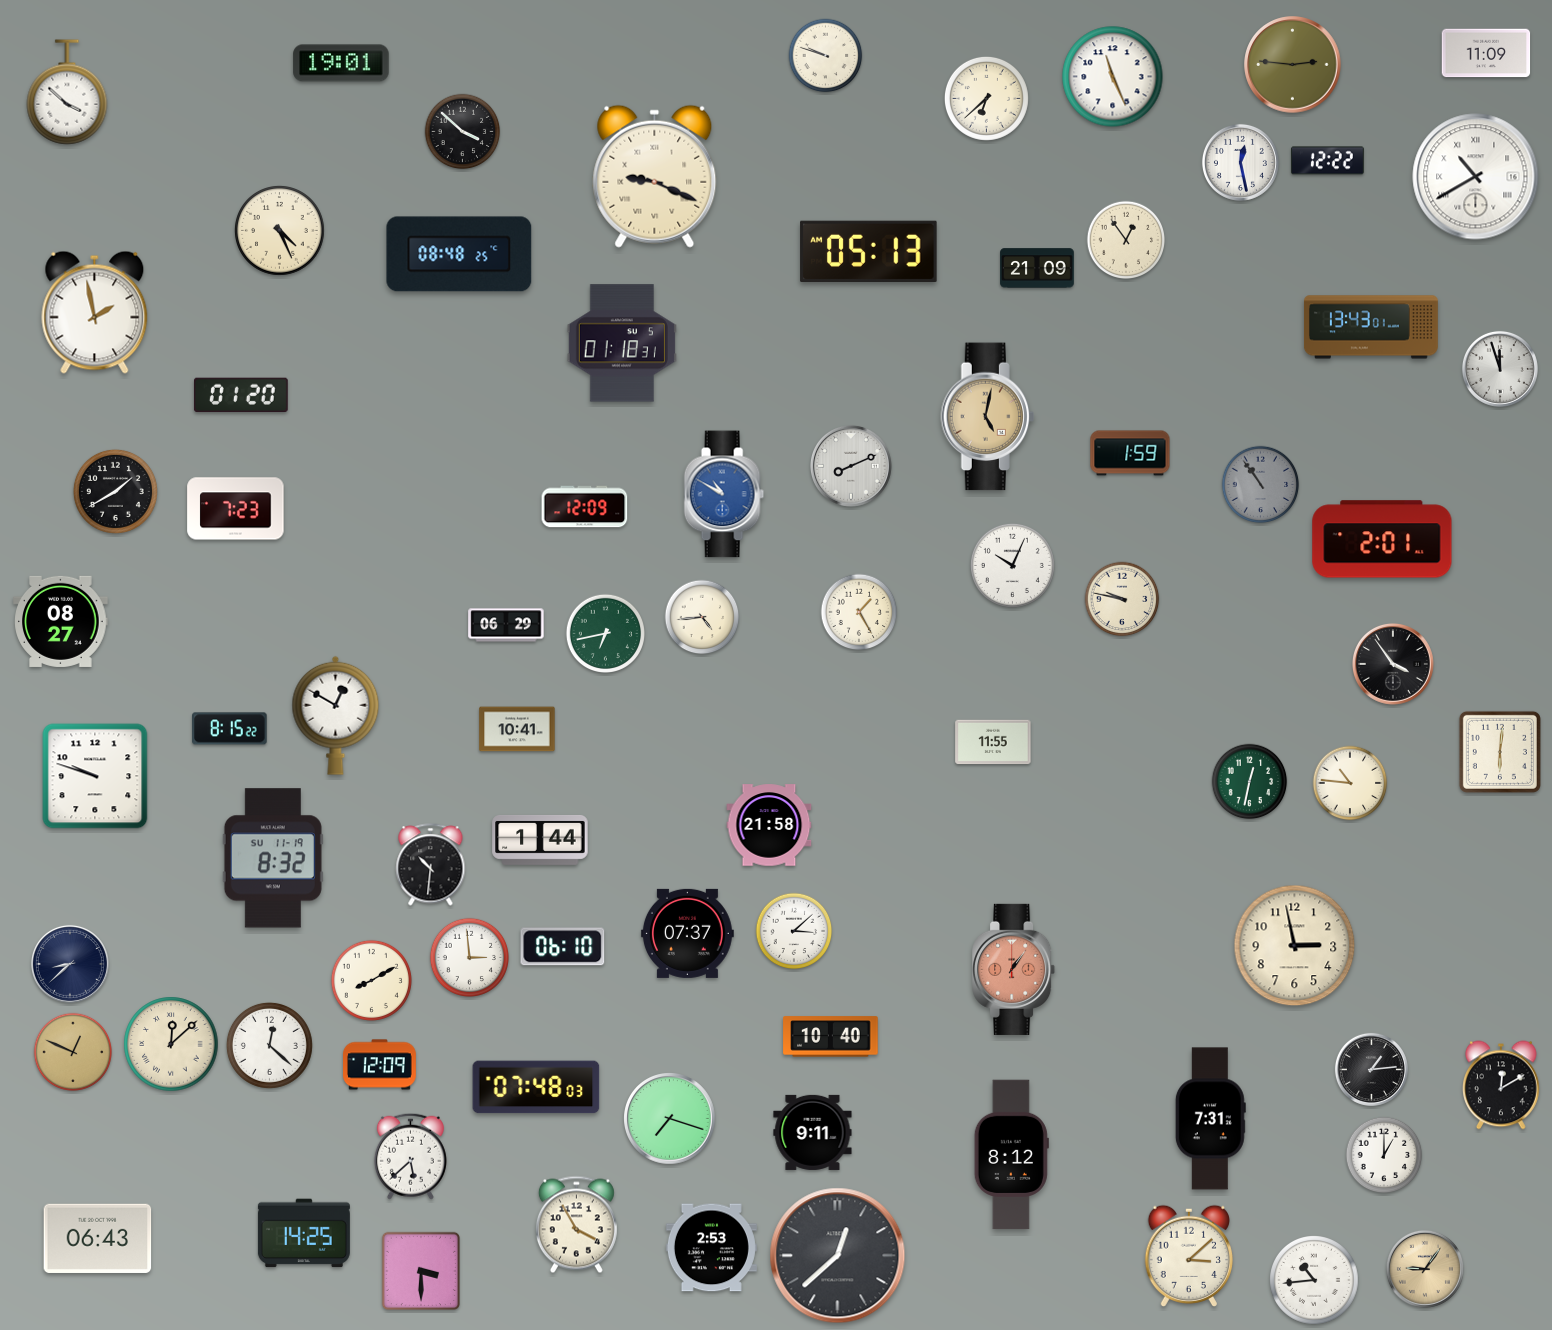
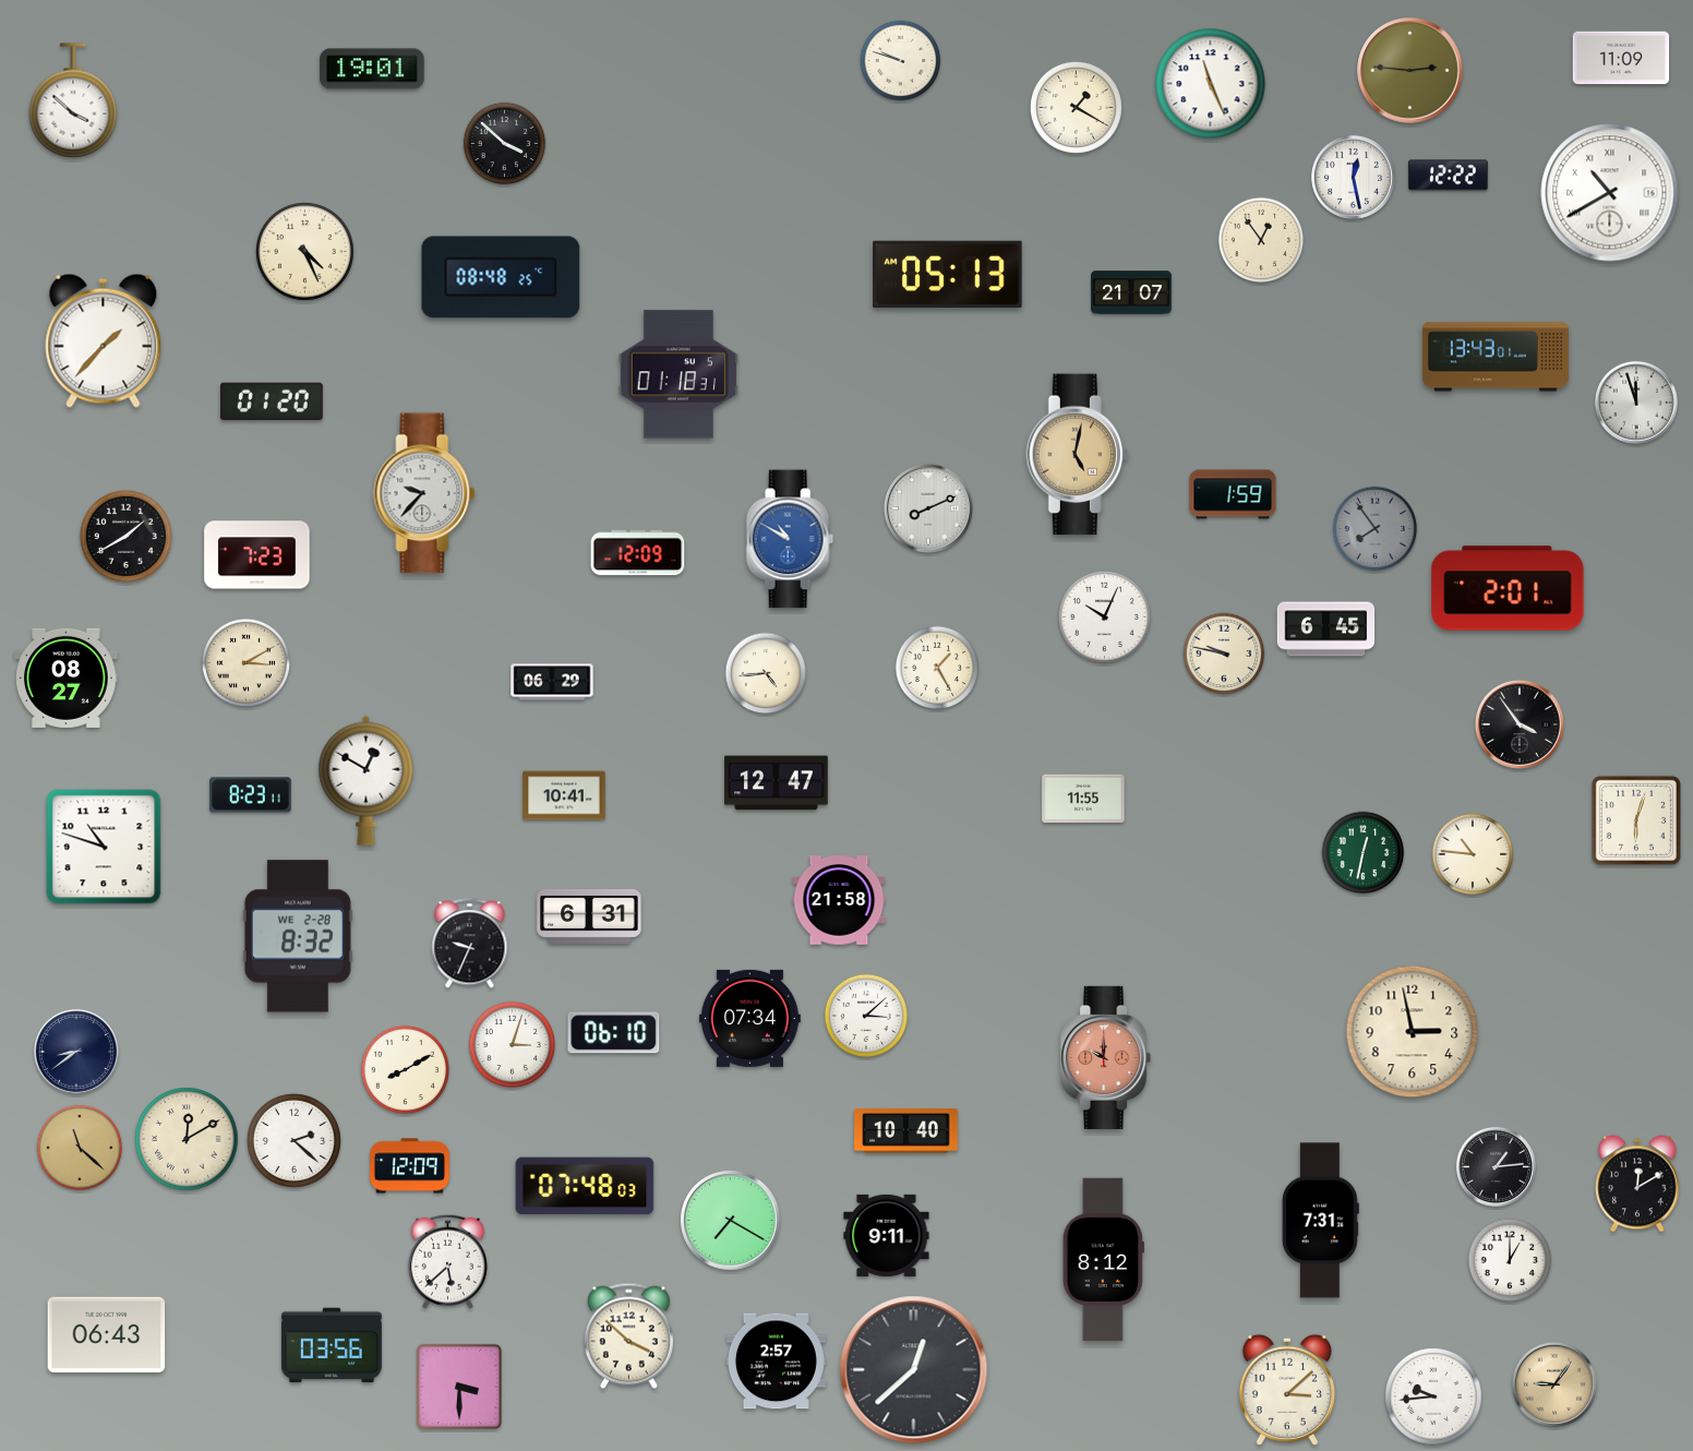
clock at (1113, 77) position: (1113, 77) -> (1211, 84)
clock at (986, 98): 6:38 -> 1:20
clock at (655, 176): 9:19 -> none
clock at (1126, 240) position: (1126, 240) -> (1261, 240)
clock at (1037, 268): 21:09 -> 21:07
clock at (95, 312): 1:58 -> 1:37
clock at (241, 394) position: (241, 394) -> (272, 400)
clock at (424, 493): none -> 9:37
clock at (1261, 485): 10:54 -> 7:54
clock at (1326, 629): none -> 6:45
clock at (245, 662): none -> 3:10
clock at (605, 633): 6:43 -> none
clock at (777, 783): none -> 12:47
clock at (230, 729): 8:15 -> 8:23
clock at (993, 742) position: (993, 742) -> (1083, 799)
clock at (1500, 752): 6:01 -> 6:03
clock at (95, 776): 9:48 -> 10:48
clock at (540, 840): 1:44 -> 6:31
clock at (273, 858) date: SU 11-19 -> WE 2-28
clock at (431, 865): 10:31 -> 9:34
clock at (687, 933): 07:37 -> 07:34
clock at (469, 957): 2:59 -> 3:03
clock at (70, 964): 8:38 -> 8:39
clock at (1014, 969): 1:06 -> 10:00
clock at (171, 1044): 12:08 -> 12:10
clock at (269, 1045): 12:22 -> 2:22
clock at (73, 1052): 12:49 -> 11:22
clock at (380, 1065) position: (380, 1065) -> (410, 1166)
clock at (670, 1119): 7:18 -> 7:20
clock at (576, 1225): 3:55 -> 3:52
clock at (304, 1233): 14:25 -> 03:56
clock at (98, 1238) position: (98, 1238) -> (107, 1334)
clock at (711, 1248): 2:53 -> 2:57
clock at (1189, 1255) position: (1189, 1255) -> (1287, 1389)
clock at (1315, 1281): 10:44 -> 9:44
